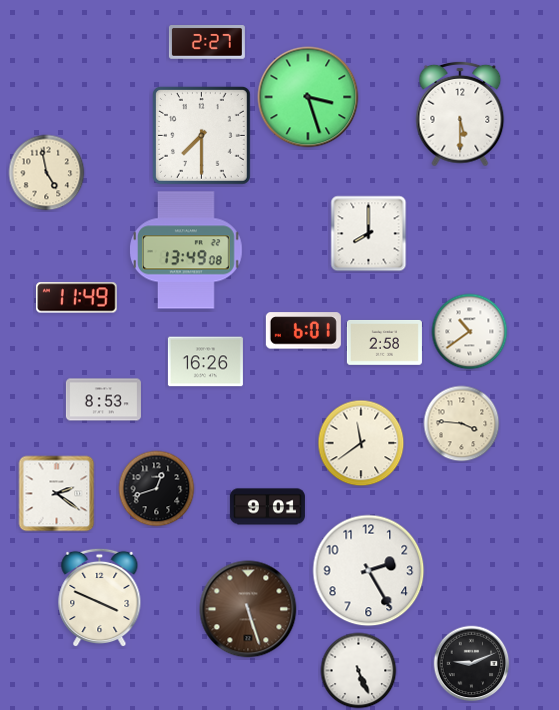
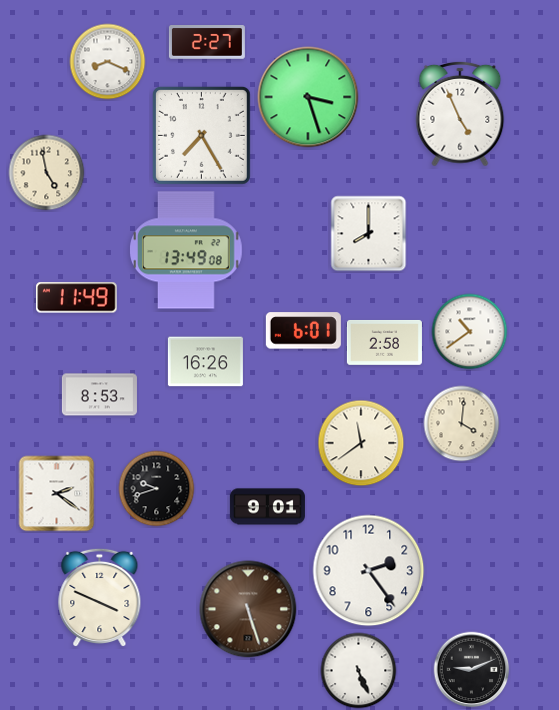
clock at (108, 62): none -> 8:19
clock at (460, 114): 5:30 -> 4:56
clock at (201, 135): 7:30 -> 7:25
clock at (103, 400) position: (103, 400) -> (99, 395)
clock at (462, 424): 3:46 -> 4:01
clock at (157, 489): 12:42 -> 9:42
clock at (369, 571): 2:25 -> 2:24
clock at (472, 664) position: (472, 664) -> (472, 670)
